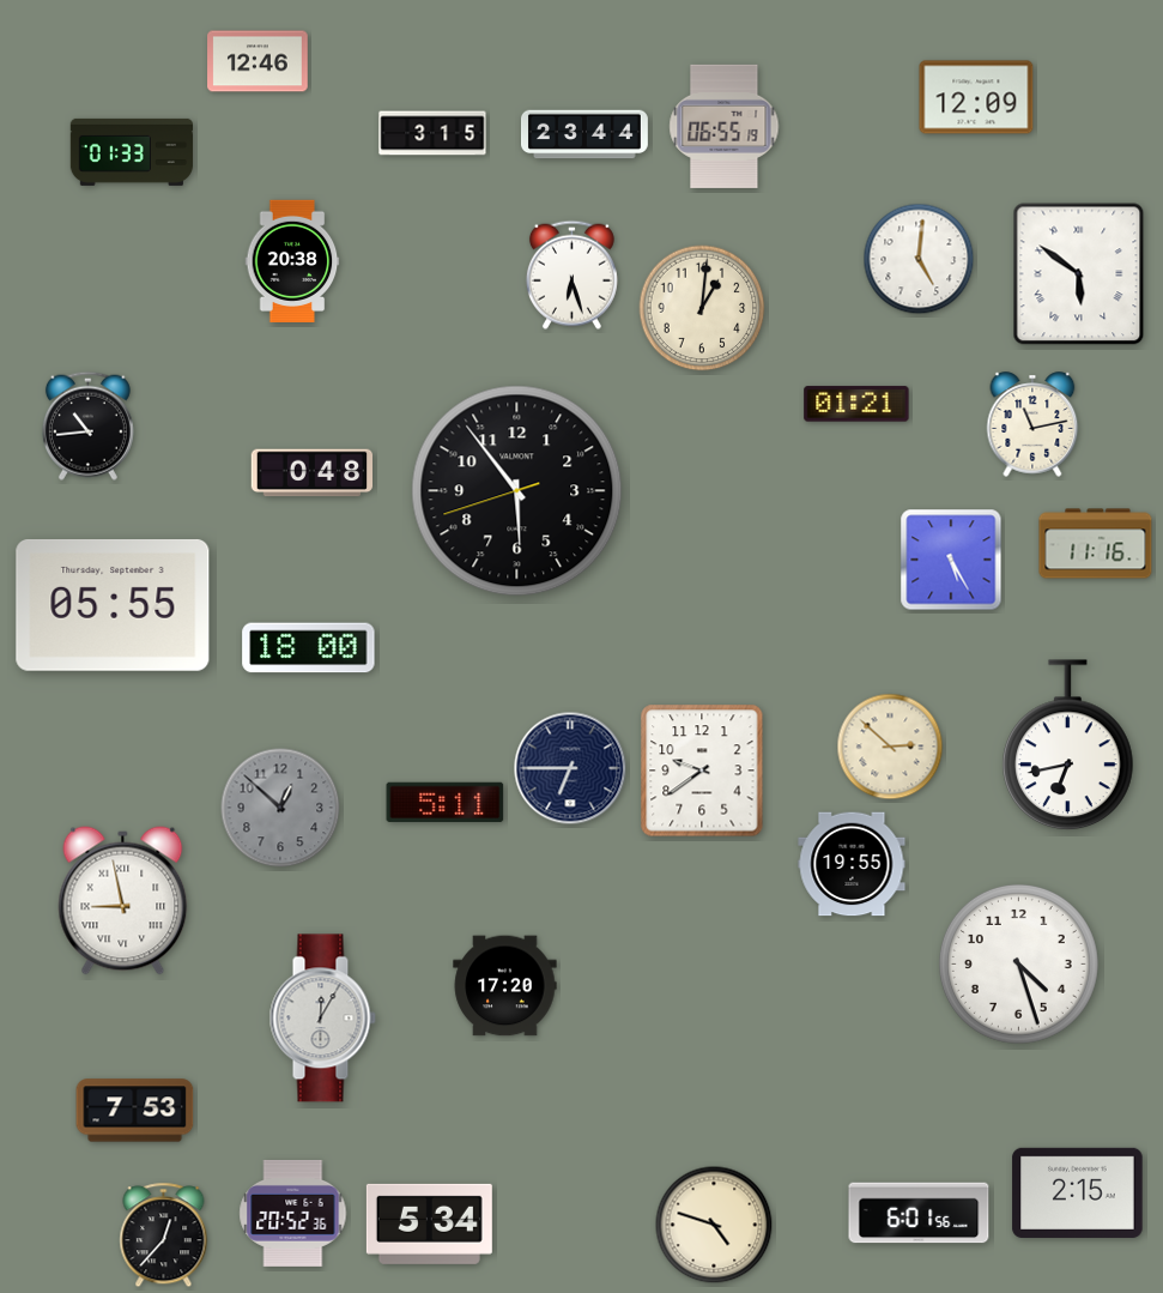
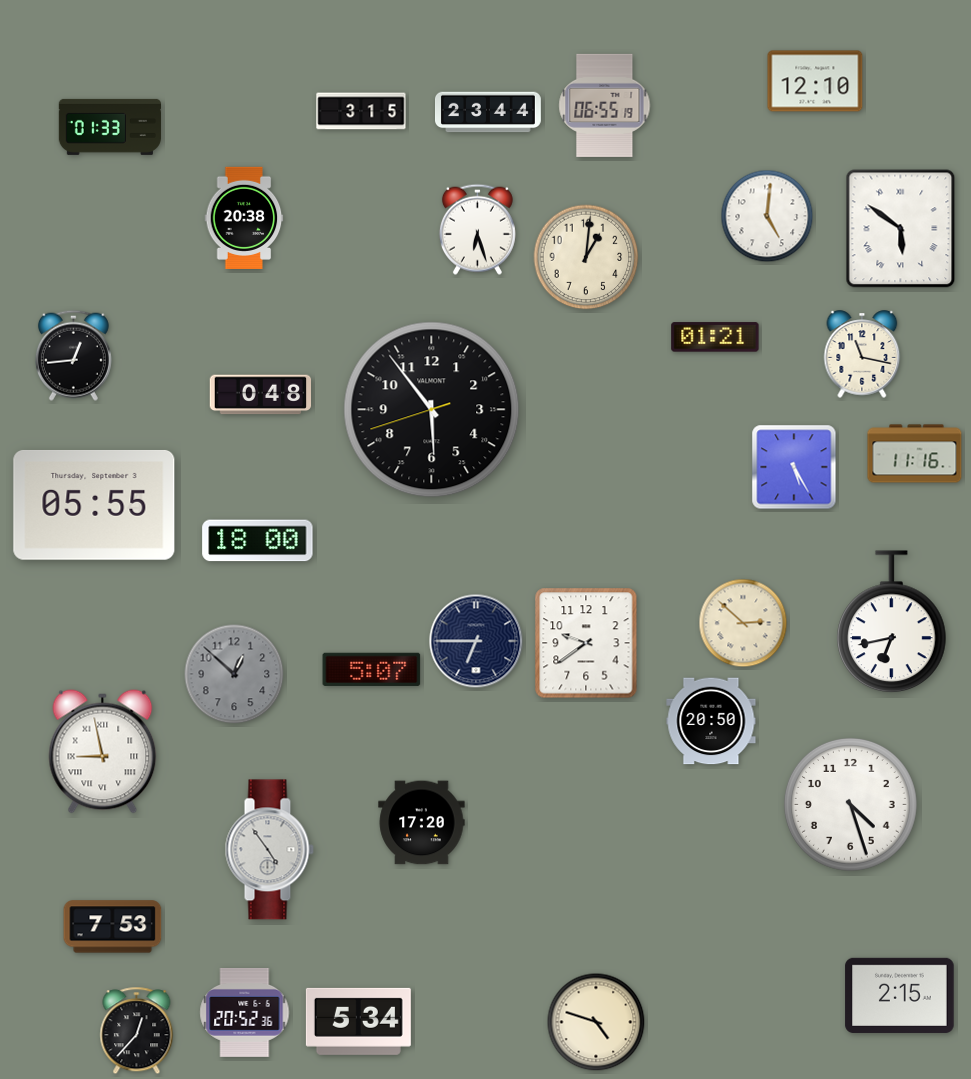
clock at (258, 61): 12:46 -> none
clock at (976, 97): 12:09 -> 12:10
clock at (1032, 424): 11:13 -> 11:17
clock at (87, 425): 10:44 -> 12:44
clock at (446, 802): 5:11 -> 5:07
clock at (852, 864): 19:55 -> 20:50
clock at (322, 1019): 12:05 -> 4:54
clock at (919, 1213): 6:01 -> none
